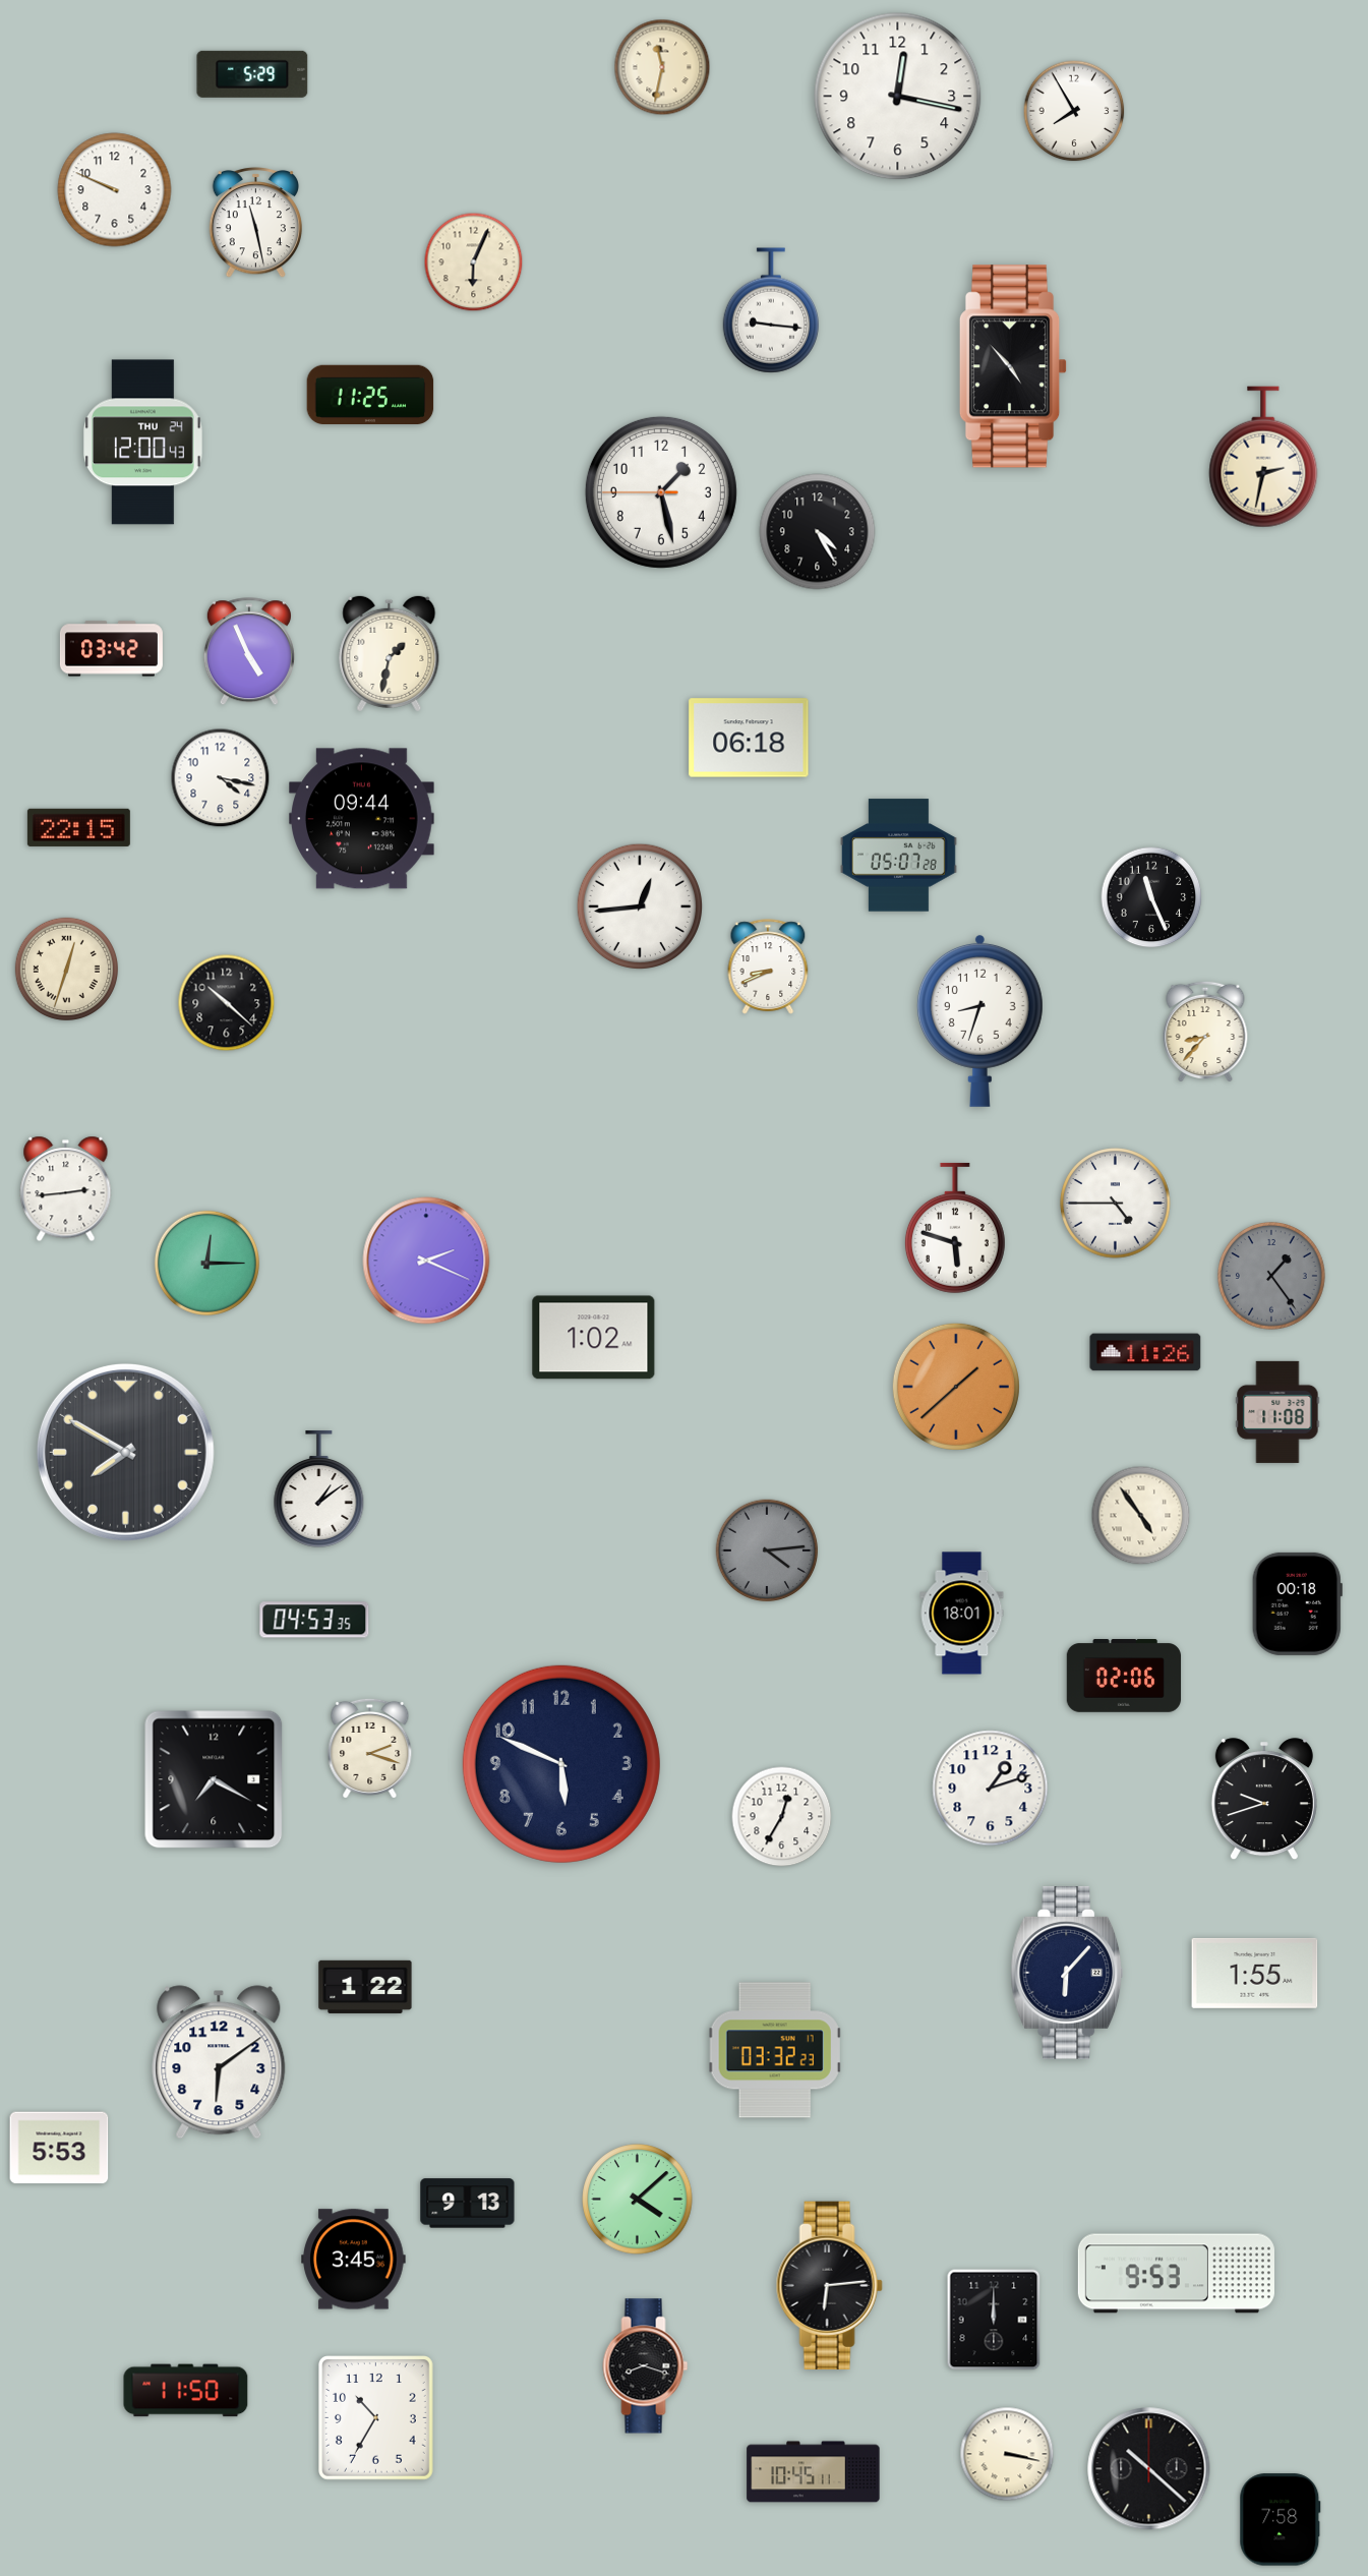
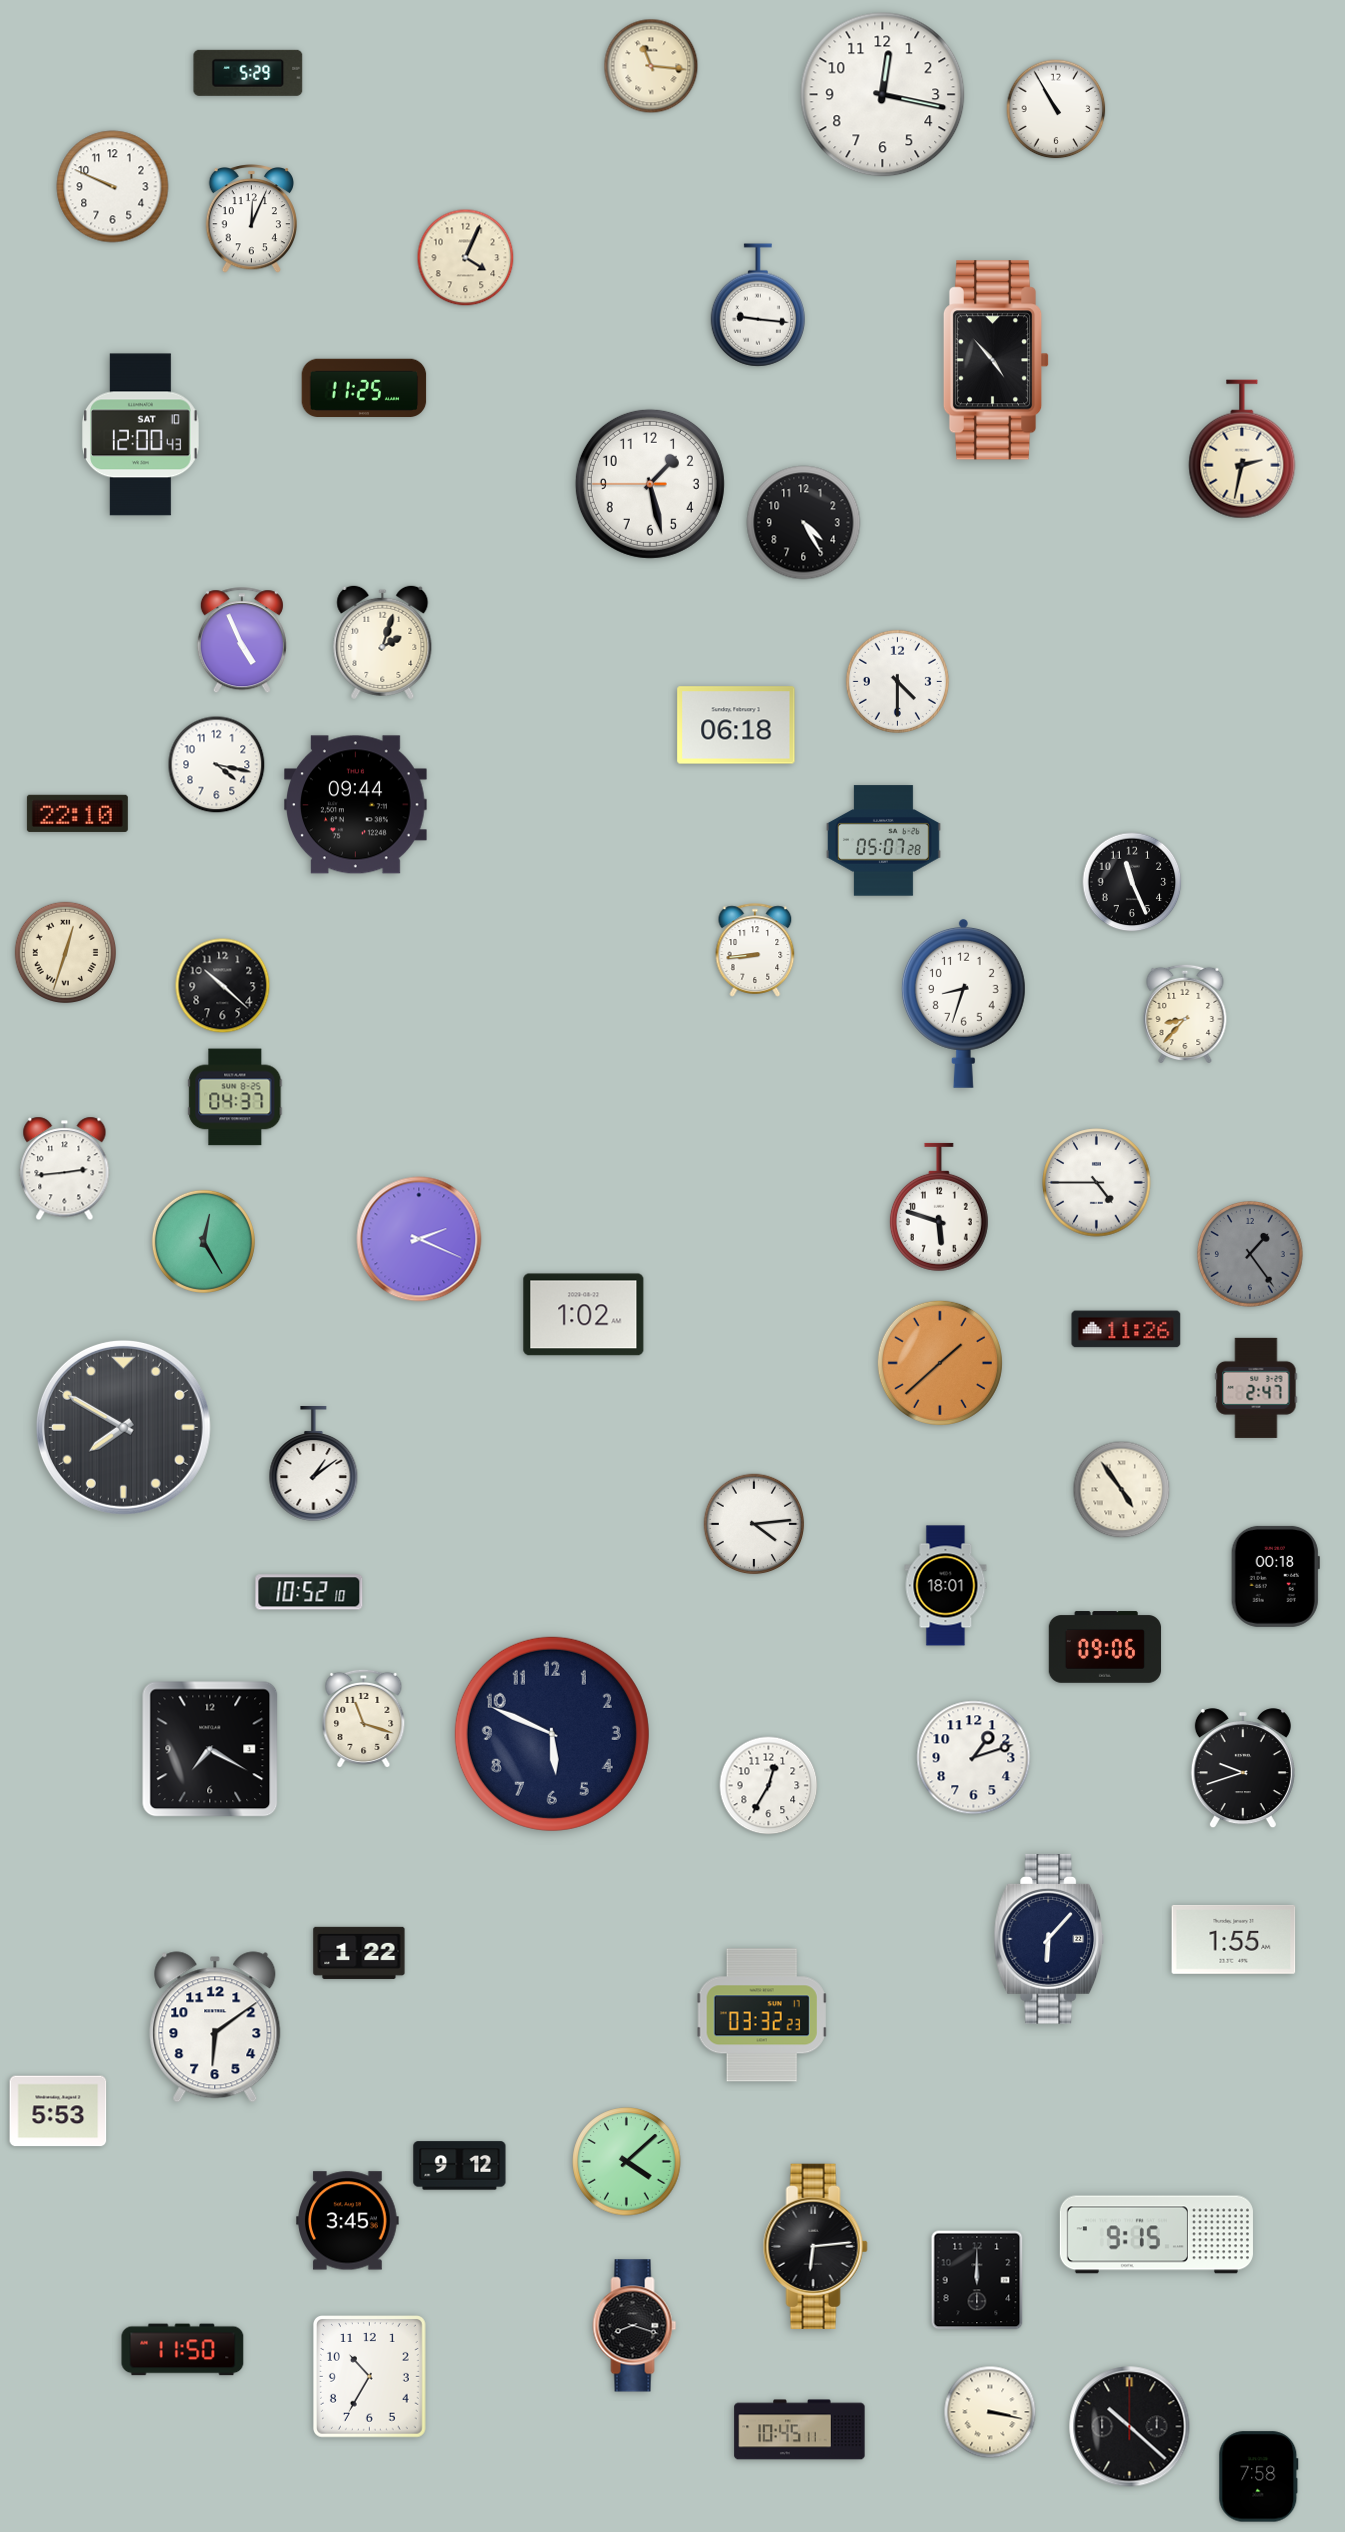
clock at (662, 67): 11:32 -> 11:16
clock at (1074, 111): 7:55 -> 10:55
clock at (255, 223): 11:28 -> 12:04
clock at (474, 262): 6:04 -> 4:04
clock at (143, 443) date: THU 24 -> SAT 10
clock at (111, 649): 03:42 -> none
clock at (249, 652) position: (249, 652) -> (242, 641)
clock at (390, 653): 1:32 -> 2:03
clock at (897, 681): none -> 4:30
clock at (78, 827): 22:15 -> 22:10
clock at (640, 906): 12:44 -> none
clock at (768, 967): 8:41 -> 8:44
clock at (235, 1097): none -> 04:37
clock at (206, 1263): 12:15 -> 12:25
clock at (1277, 1412): 11:08 -> 2:47
clock at (767, 1550) dial: grey -> white
clock at (314, 1620): 04:53 -> 10:52
clock at (1124, 1676): 02:06 -> 09:06
clock at (370, 1748): 2:18 -> 11:18
clock at (468, 2204): 9:13 -> 9:12
clock at (1176, 2274): 9:53 -> 9:15
